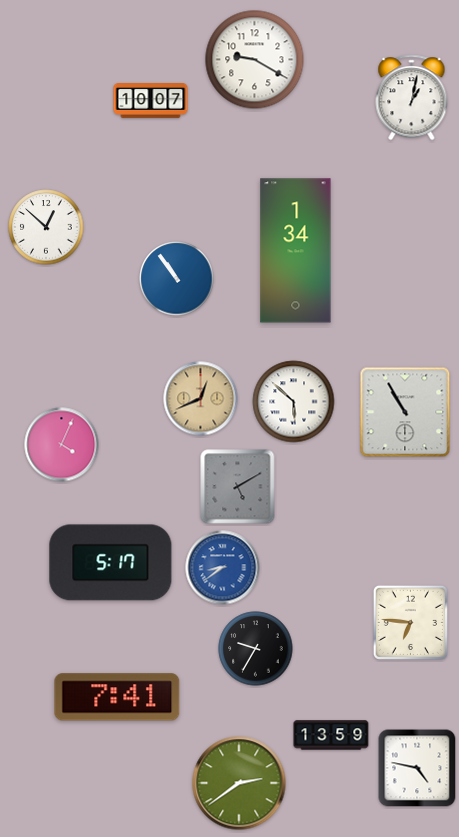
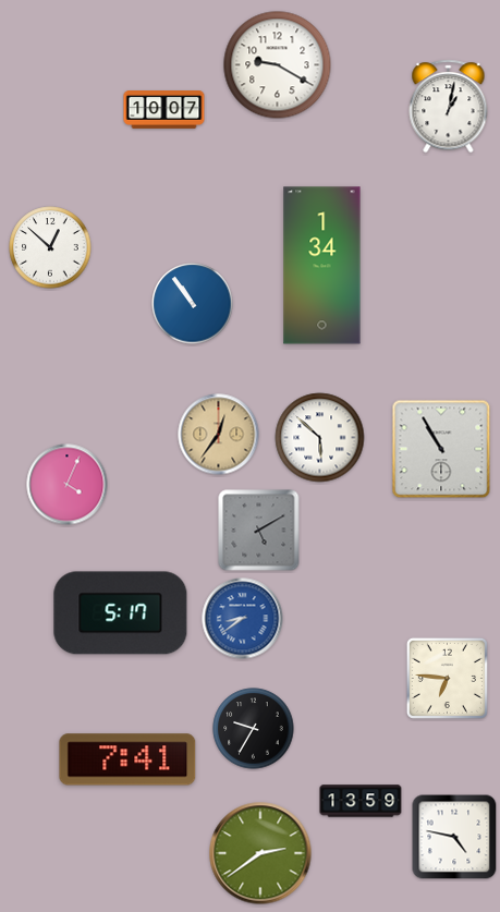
clock at (296, 251) position: (296, 251) -> (322, 266)
clock at (201, 399): 12:41 -> 12:36
clock at (256, 649) position: (256, 649) -> (254, 729)
